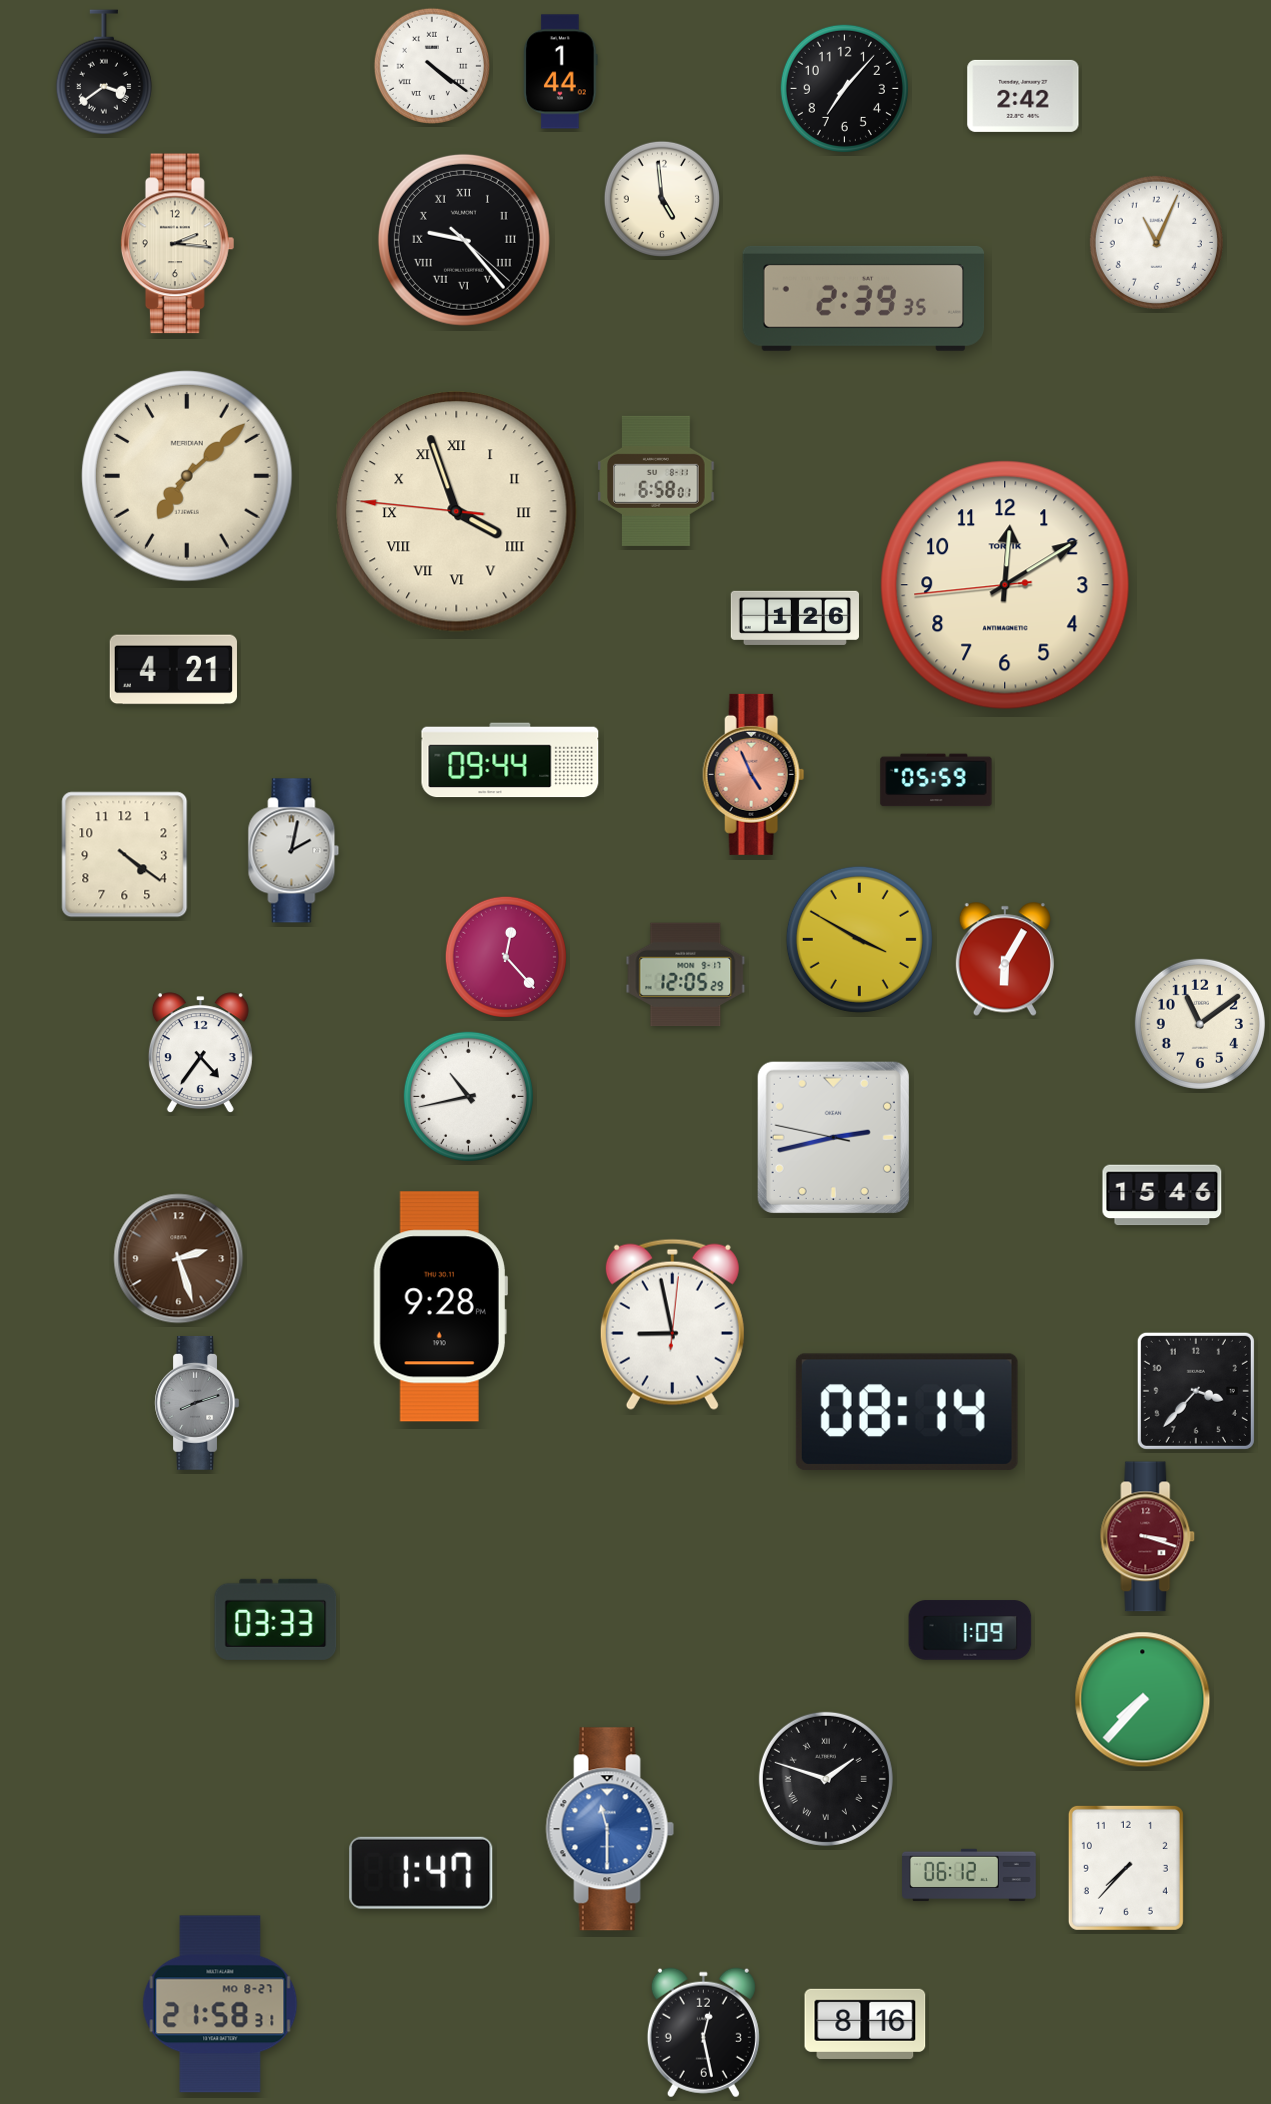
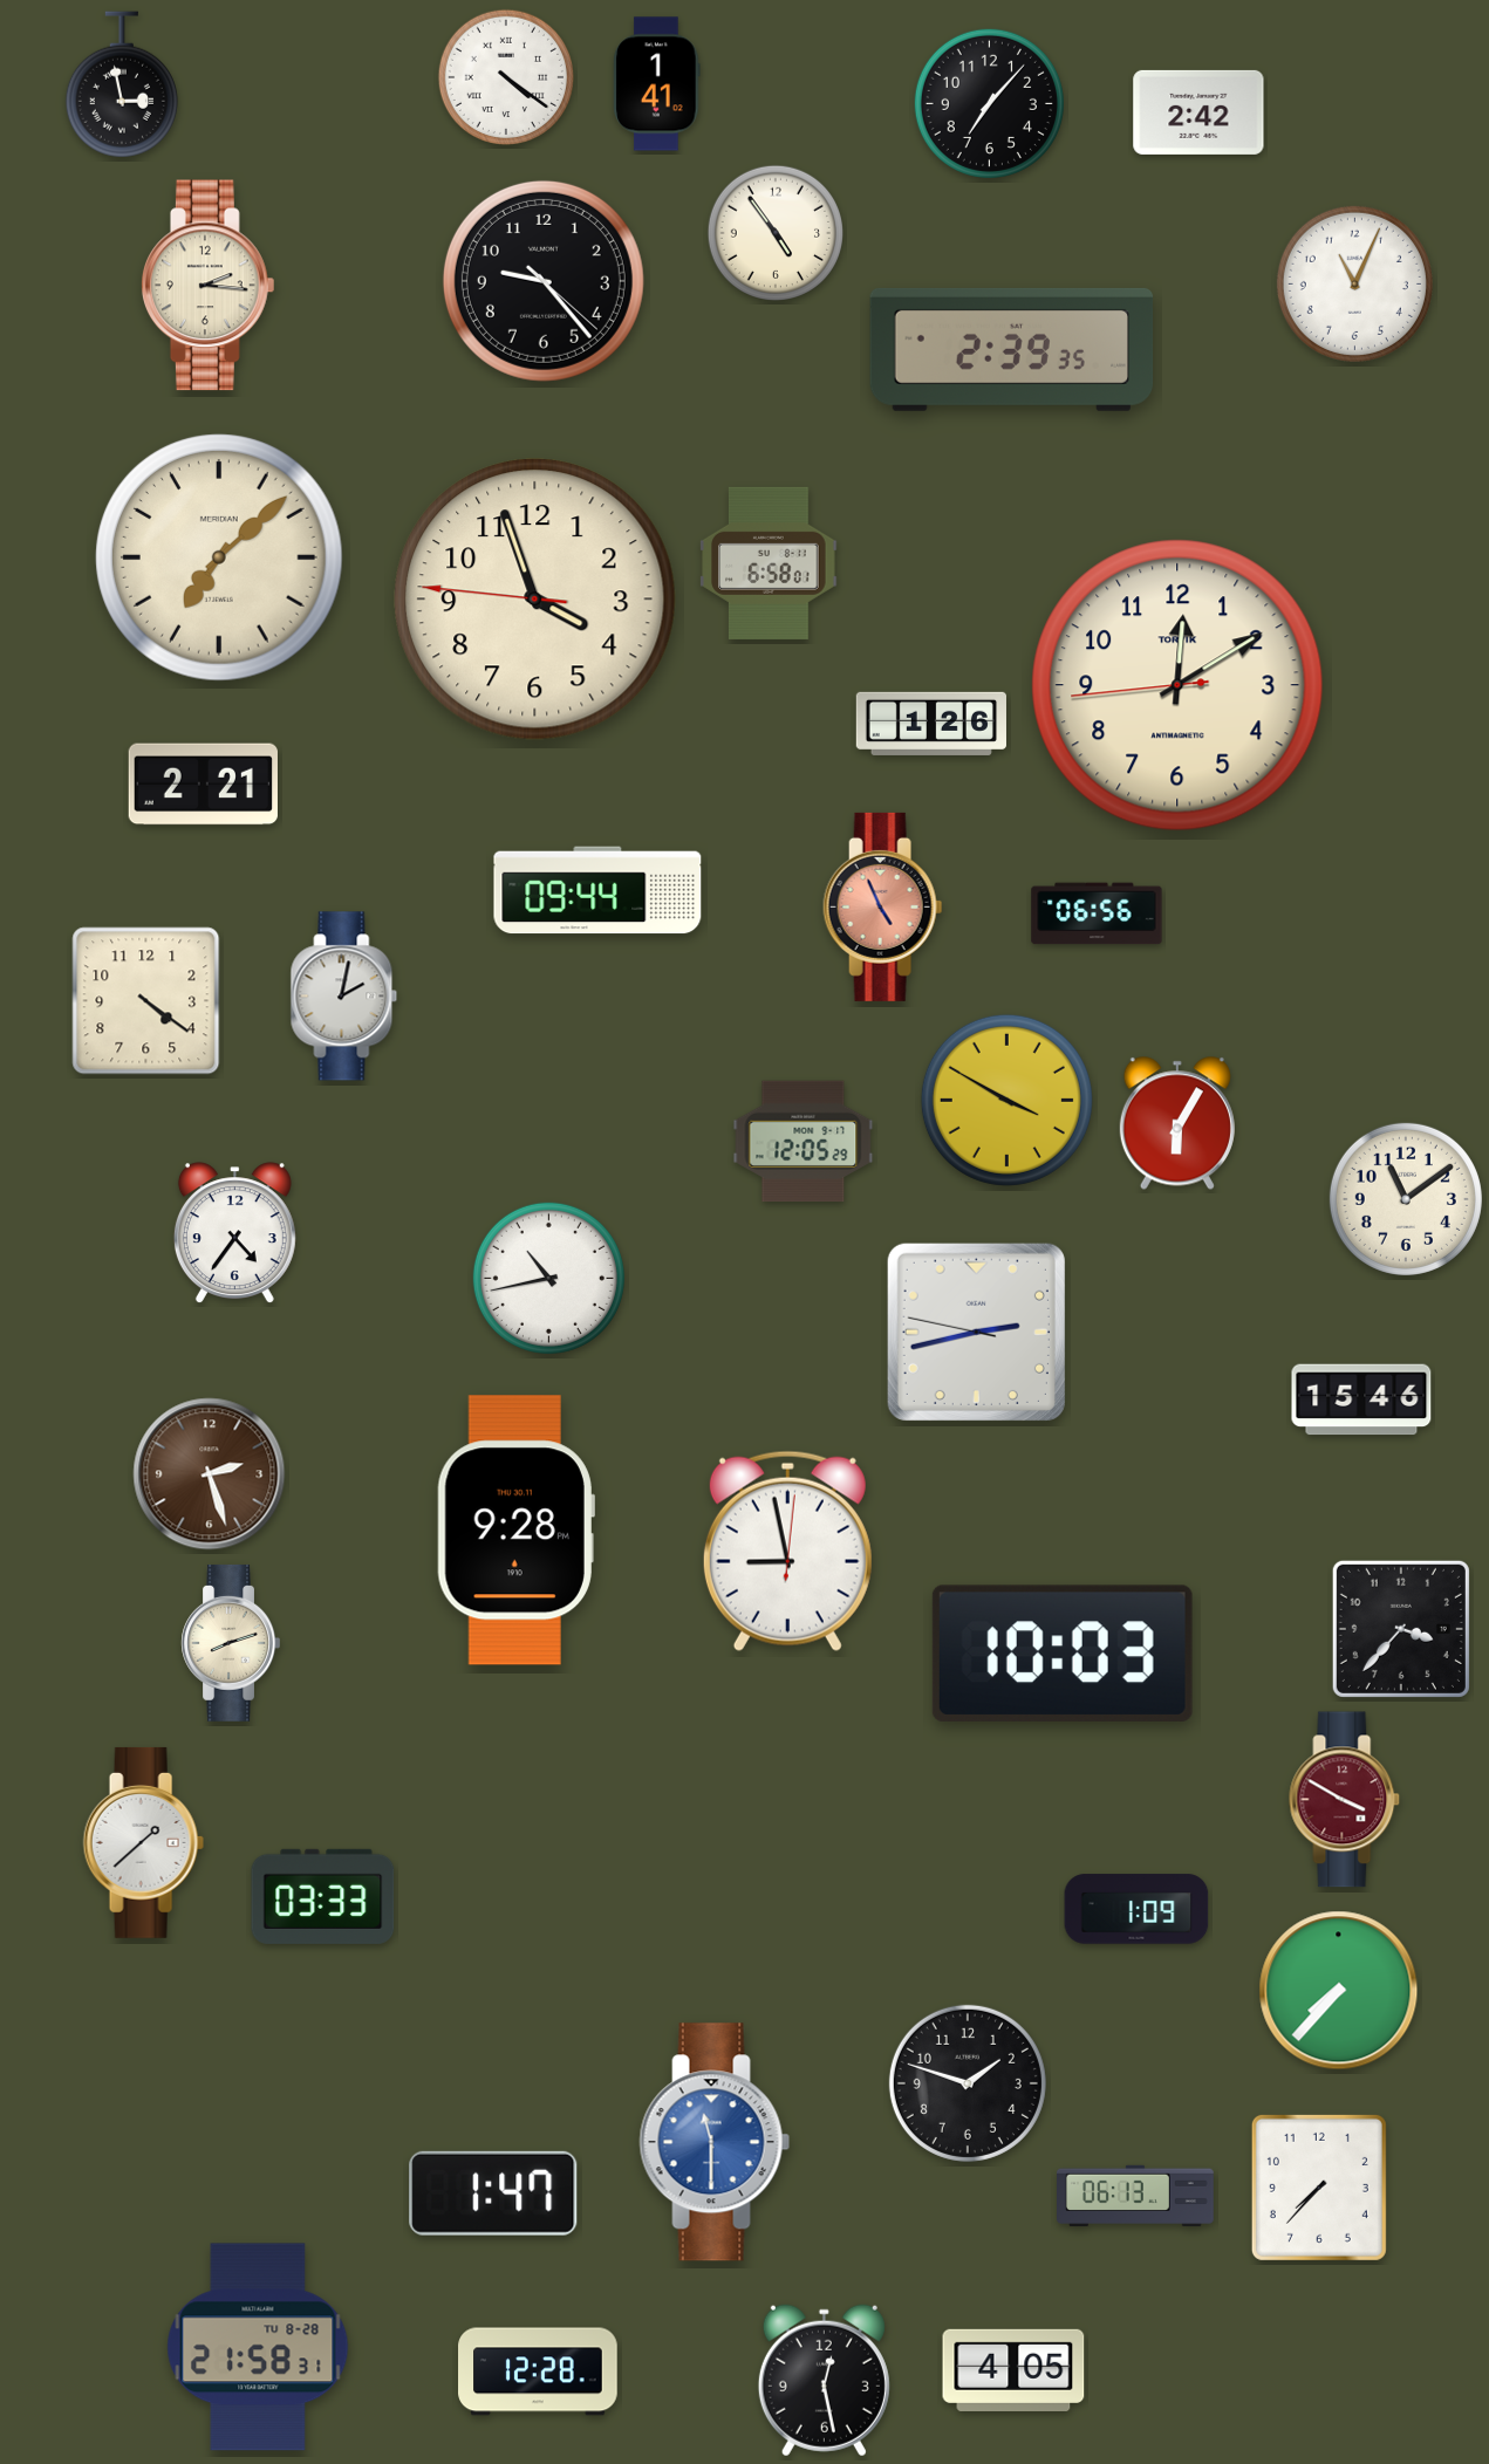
clock at (104, 72): 3:39 -> 2:58
clock at (561, 72): 1:44 -> 1:41
clock at (661, 198): 4:59 -> 4:54
clock at (464, 240) numerals: Roman -> Arabic
clock at (457, 512) numerals: Roman -> Arabic
clock at (173, 670): 4:21 -> 2:21
clock at (936, 780): 05:59 -> 06:56
clock at (506, 957): 12:23 -> none
clock at (468, 1096) position: (468, 1096) -> (548, 1278)
clock at (197, 1403) dial: grey -> cream
clock at (907, 1412): 08:14 -> 10:03
clock at (1148, 1537): 3:18 -> 3:50
clock at (143, 1842): none -> 1:38
clock at (826, 1779) numerals: Roman -> Arabic
clock at (970, 1875): 06:12 -> 06:13
clock at (220, 2004) date: MO 8-27 -> TU 8-28
clock at (865, 2024): 8:16 -> 4:05
clock at (538, 2371): none -> 12:28
